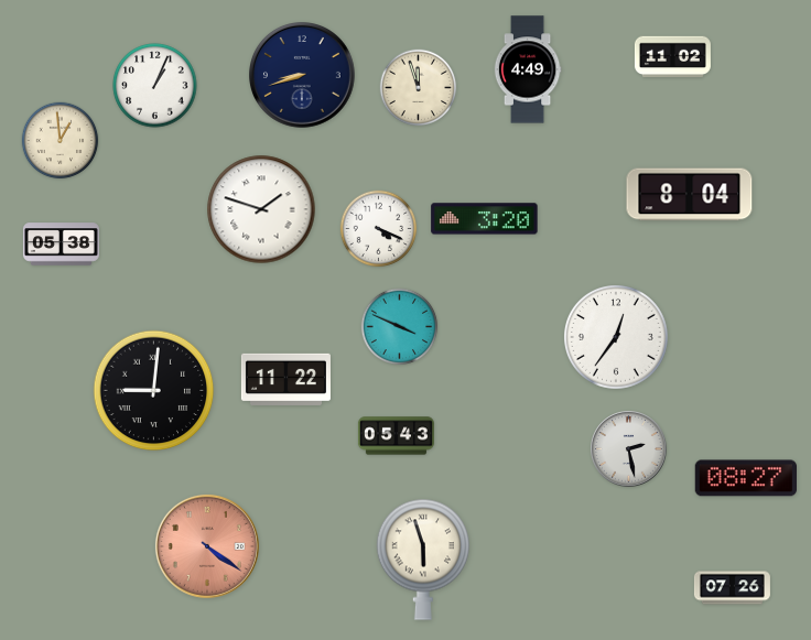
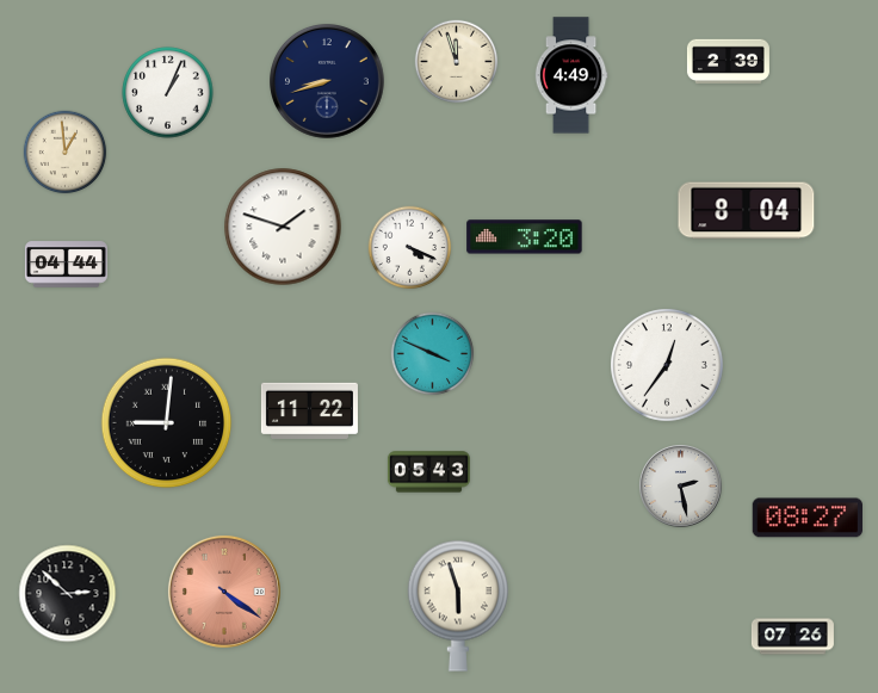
clock at (672, 57): 11:02 -> 2:39
clock at (419, 88) position: (419, 88) -> (457, 62)
clock at (61, 245): 05:38 -> 04:44
clock at (68, 594): none -> 2:52
